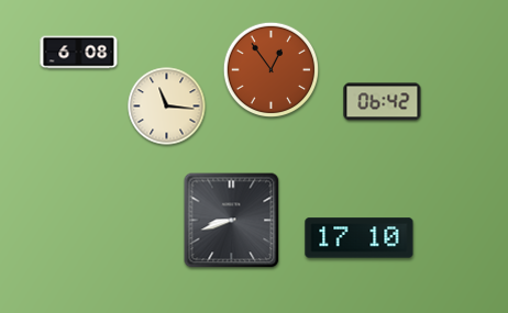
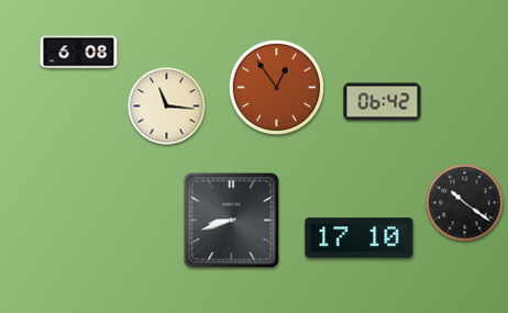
clock at (272, 70) position: (272, 70) -> (277, 88)
clock at (465, 203): none -> 10:21
